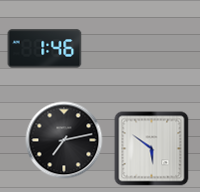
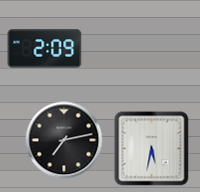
clock at (45, 49): 1:46 -> 2:09
clock at (152, 149): 5:51 -> 5:32
